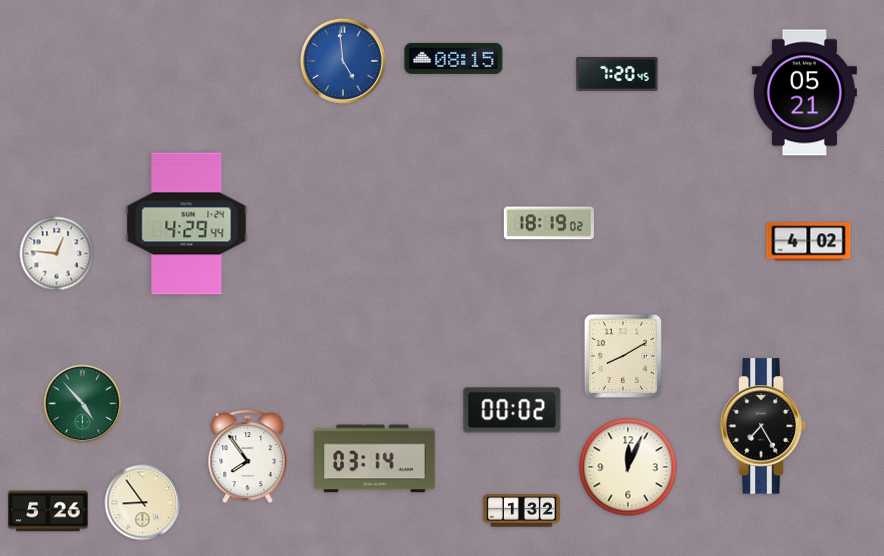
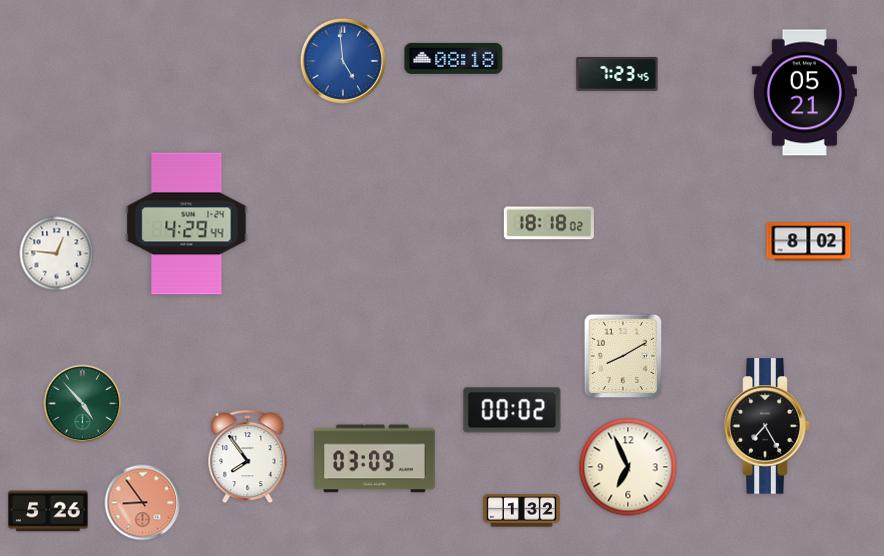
clock at (454, 58): 08:15 -> 08:18
clock at (617, 74): 7:20 -> 7:23
clock at (549, 223): 18:19 -> 18:18
clock at (809, 242): 4:02 -> 8:02
clock at (763, 426) position: (763, 426) -> (767, 426)
clock at (375, 459): 03:14 -> 03:09
clock at (628, 467): 12:04 -> 6:56
clock at (143, 503) dial: cream -> salmon
